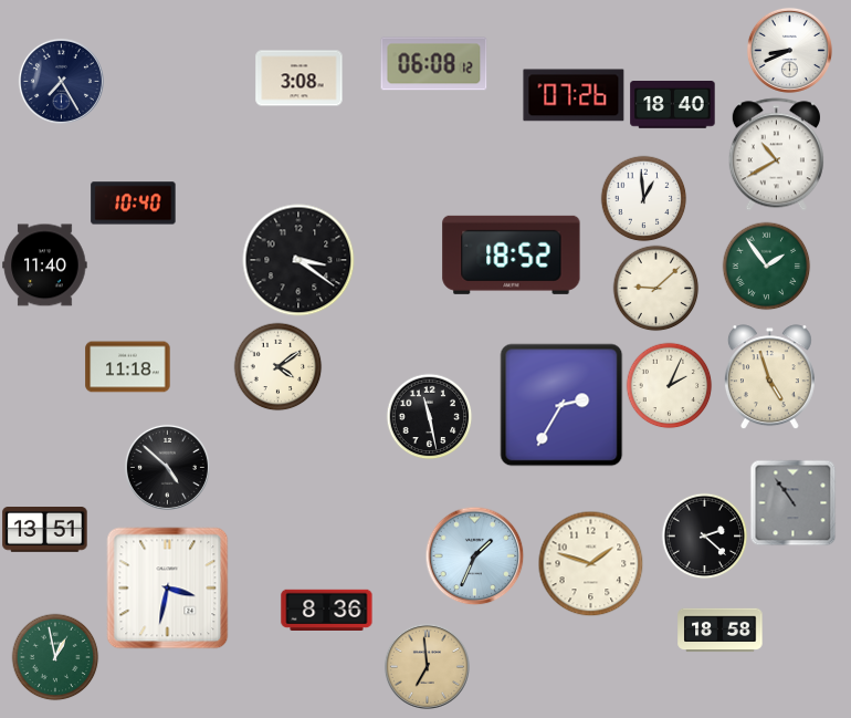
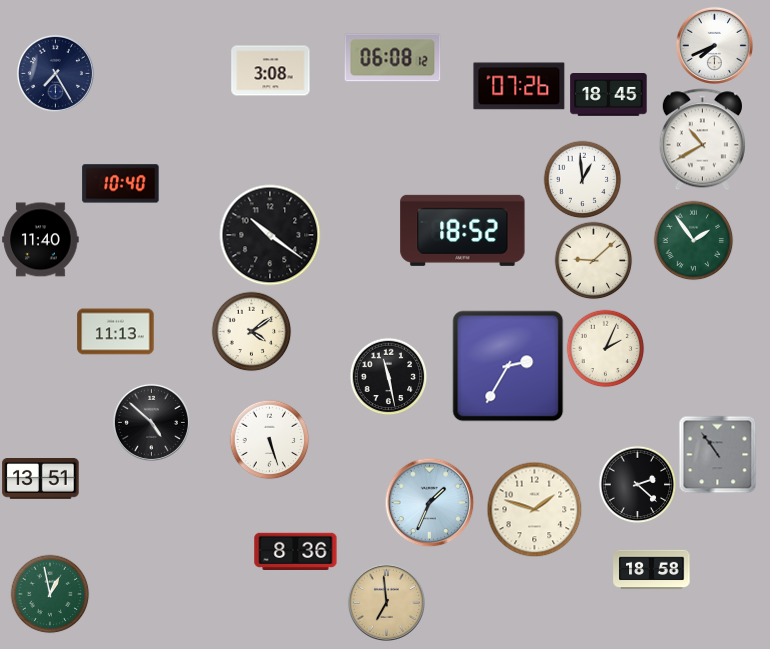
clock at (789, 50): 8:41 -> 7:41
clock at (673, 105): 18:40 -> 18:45
clock at (298, 260): 3:21 -> 10:21
clock at (128, 367): 11:18 -> 11:13
clock at (769, 377): 4:57 -> none
clock at (269, 439): none -> 5:27
clock at (168, 589): 3:32 -> none
